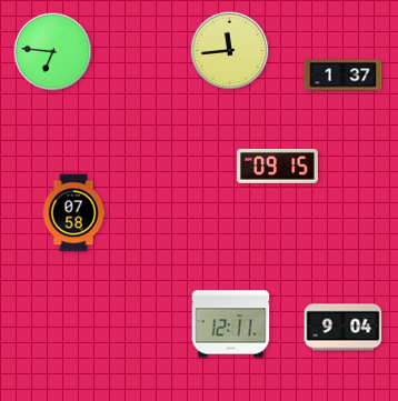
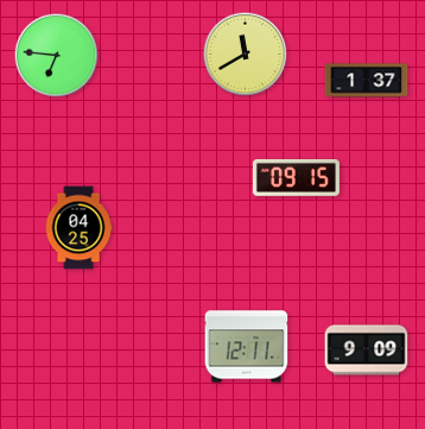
clock at (230, 51): 11:44 -> 11:40
clock at (73, 213): 07:58 -> 04:25
clock at (344, 328): 9:04 -> 9:09
